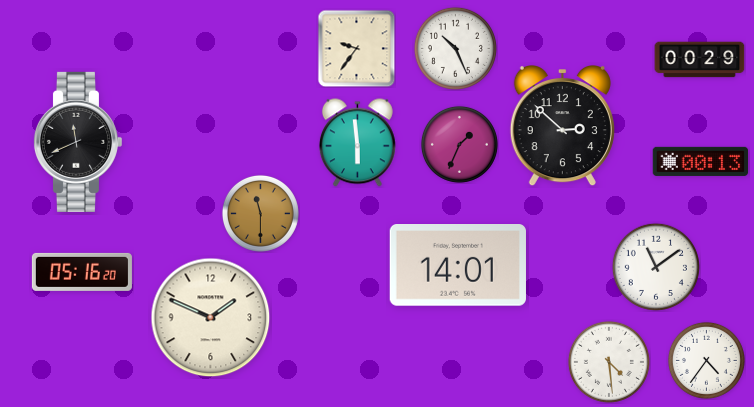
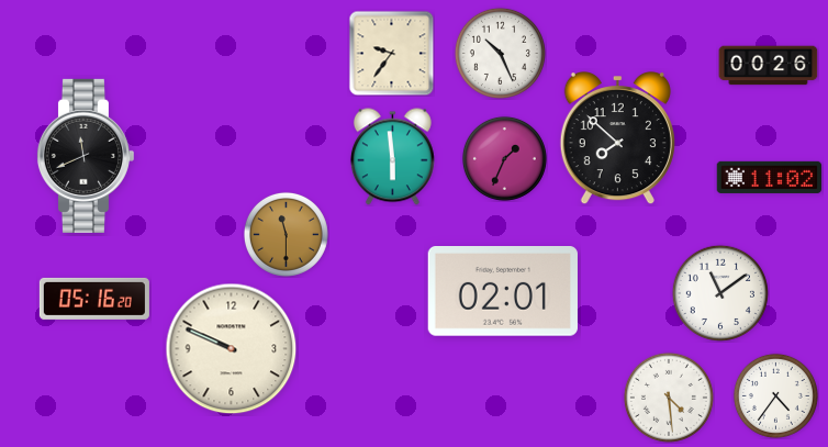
clock at (700, 60): 00:29 -> 00:26
clock at (562, 127): 2:52 -> 7:52
clock at (701, 161): 00:13 -> 11:02
clock at (457, 266): 14:01 -> 02:01
clock at (82, 272) position: (82, 272) -> (94, 299)
clock at (211, 318): 1:49 -> 9:49
